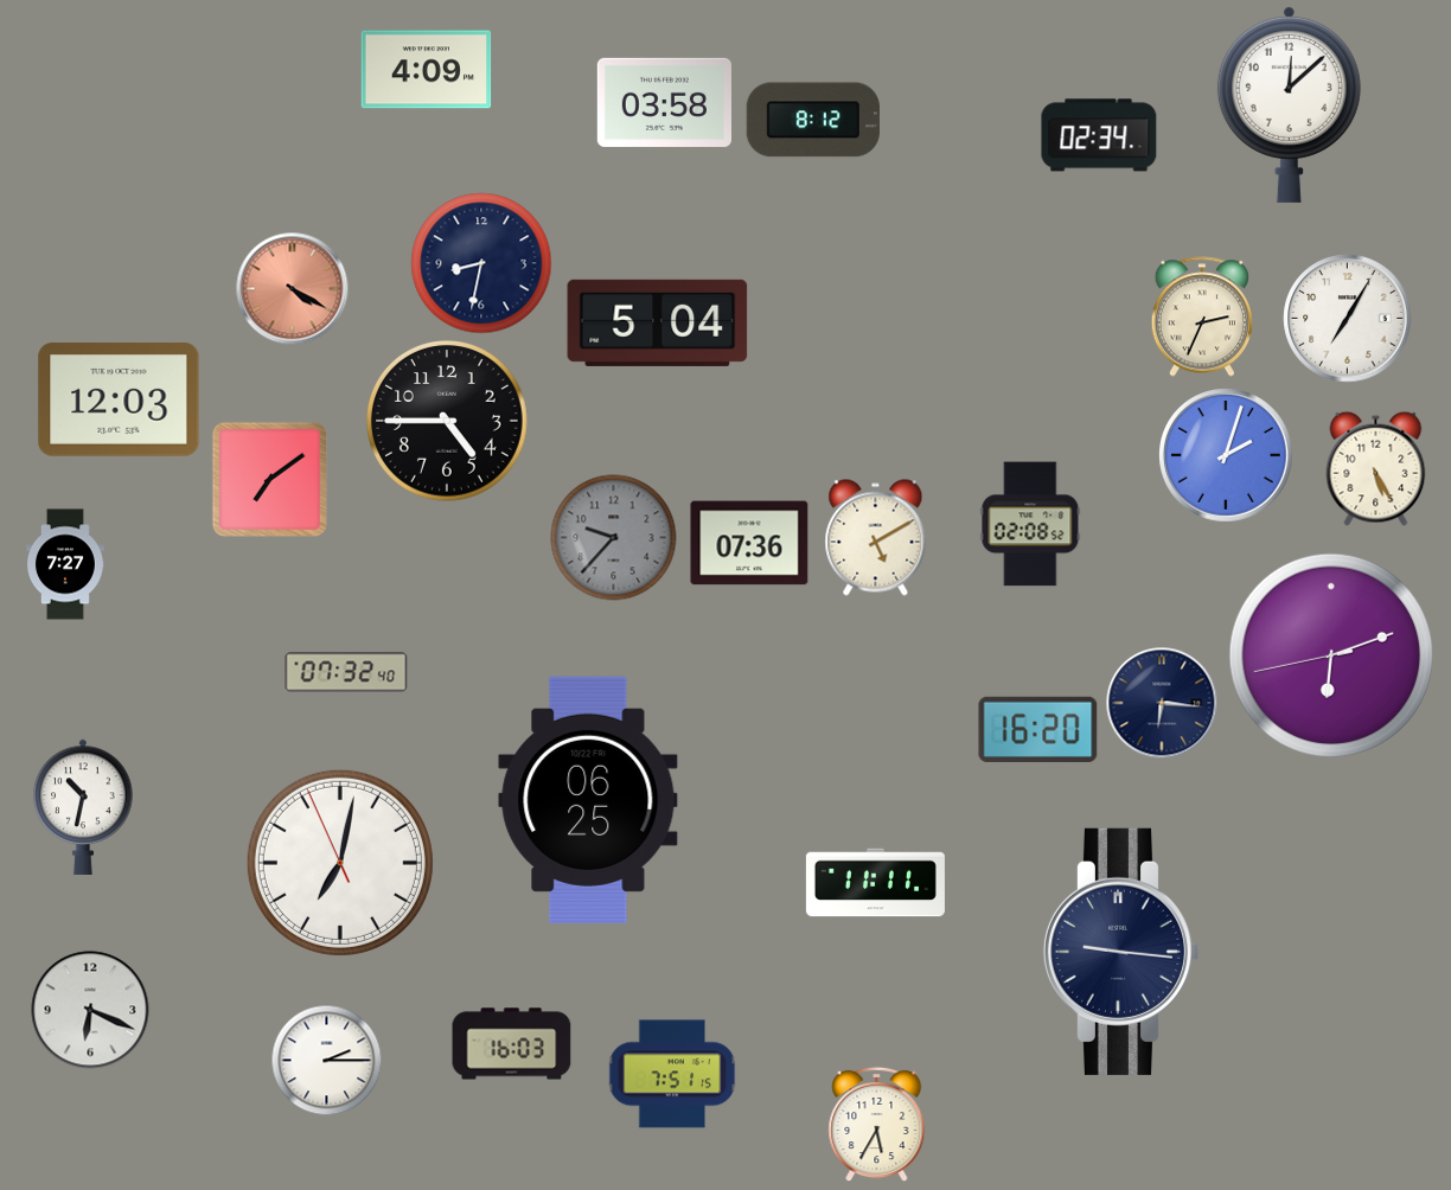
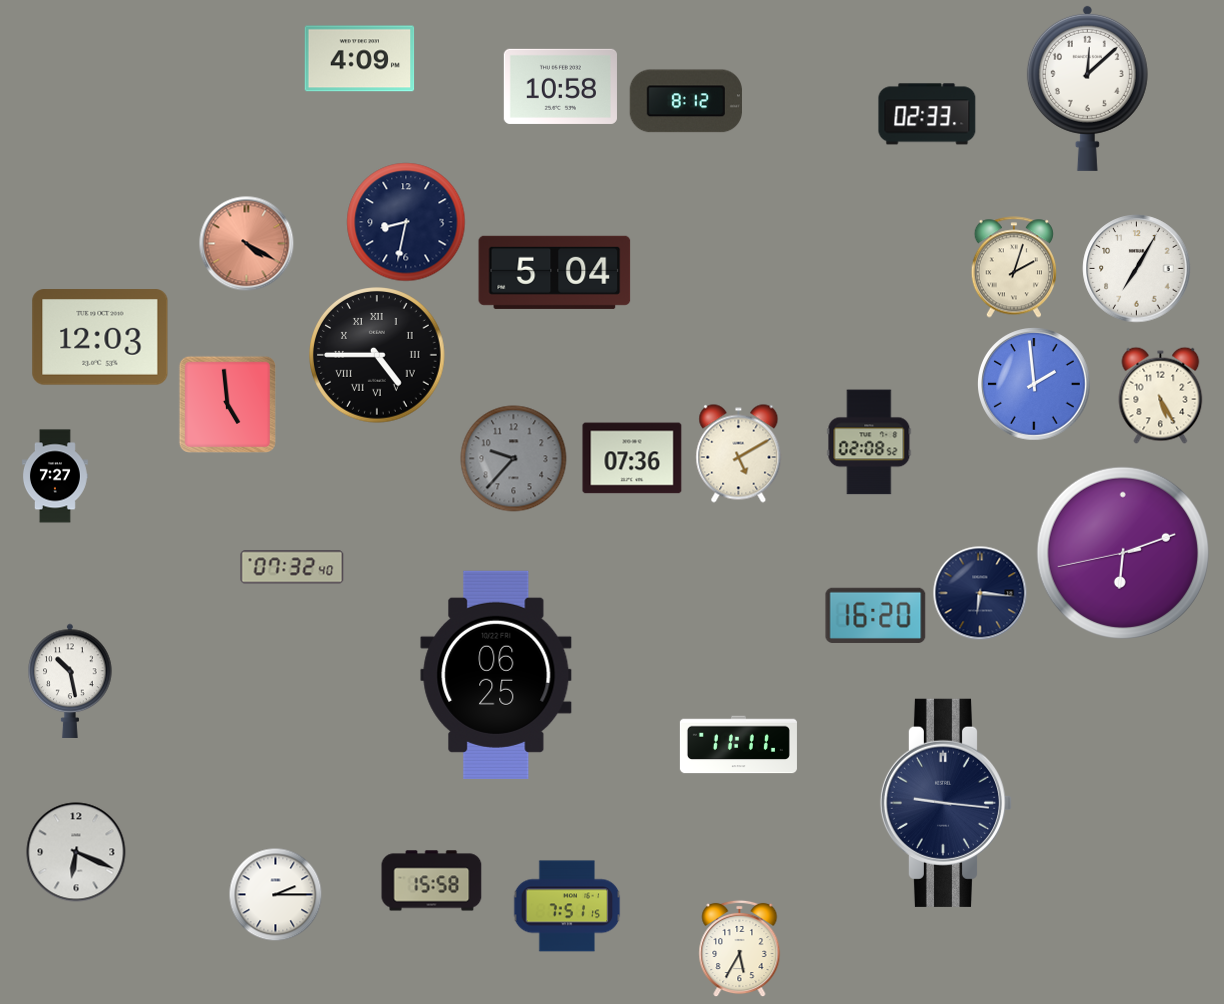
clock at (664, 102): 03:58 -> 10:58
clock at (1099, 135): 02:34 -> 02:33
clock at (1202, 316): 2:34 -> 2:03
clock at (448, 422) numerals: Arabic -> Roman
clock at (1227, 456): 2:03 -> 1:59
clock at (269, 479): 7:09 -> 4:59
clock at (614, 538) position: (614, 538) -> (514, 459)
clock at (83, 807): 10:32 -> 10:28
clock at (340, 863): 7:01 -> none
clock at (512, 1044): 16:03 -> 15:58
